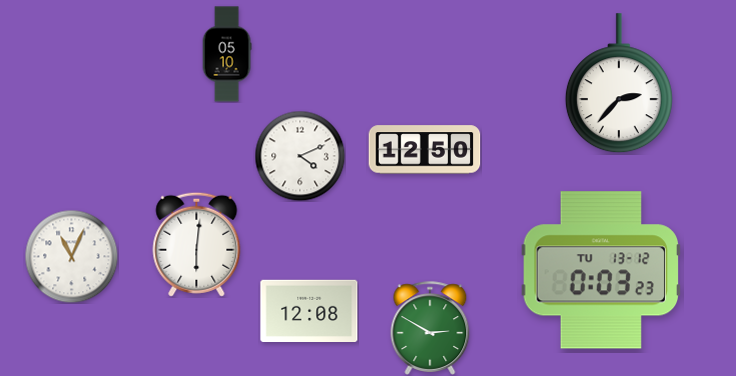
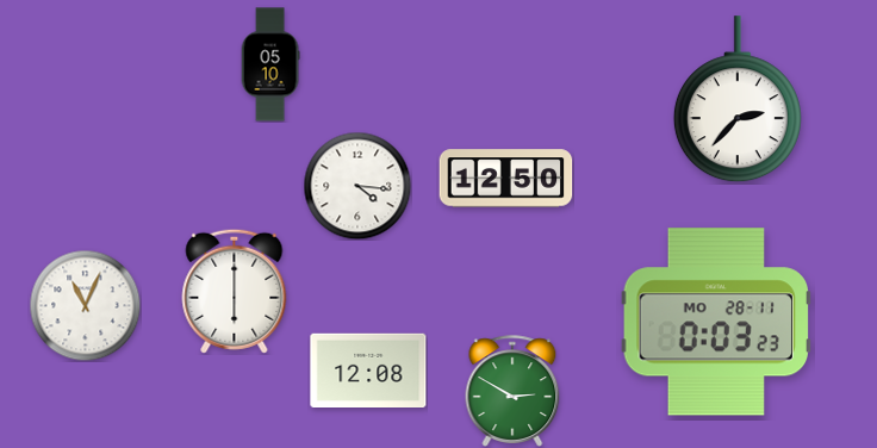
clock at (300, 156): 4:11 -> 4:16
clock at (197, 244): 6:01 -> 6:00
clock at (600, 270) date: TU 13-12 -> MO 28-11
